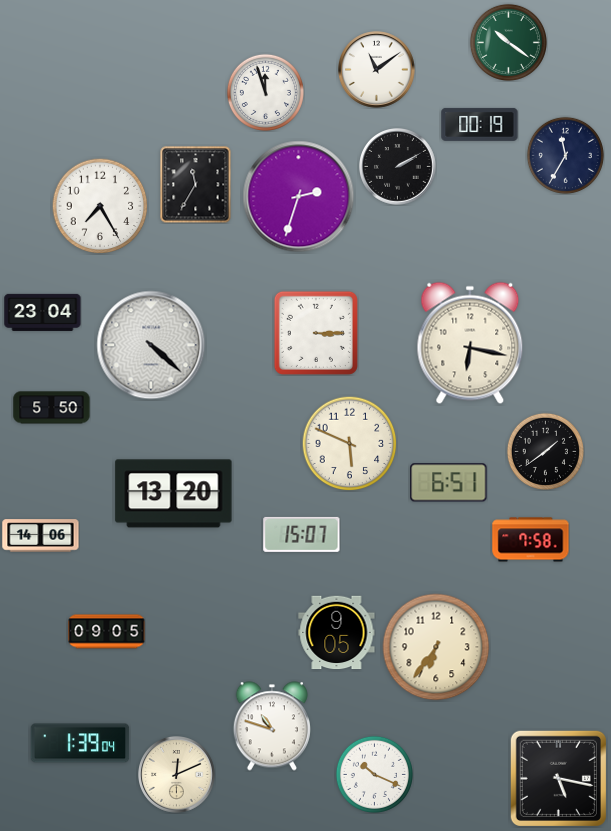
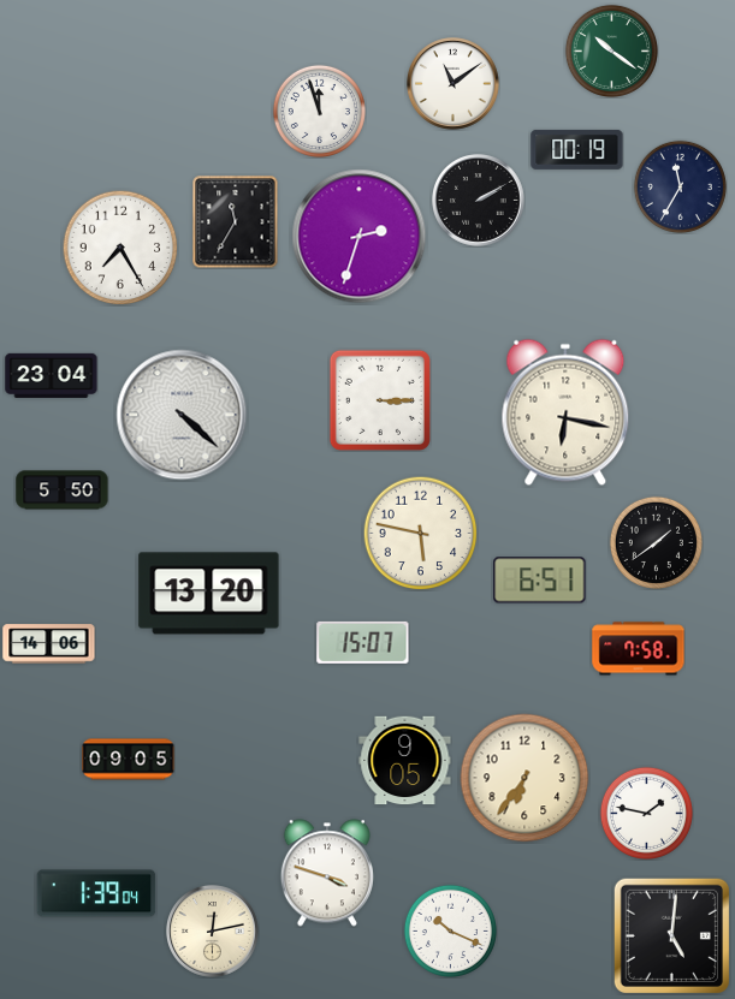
clock at (349, 443): 5:49 -> 5:47
clock at (646, 813): none -> 1:47
clock at (272, 726): 10:48 -> 3:48
clock at (177, 775): 12:11 -> 12:13
clock at (558, 778): 5:17 -> 5:01
